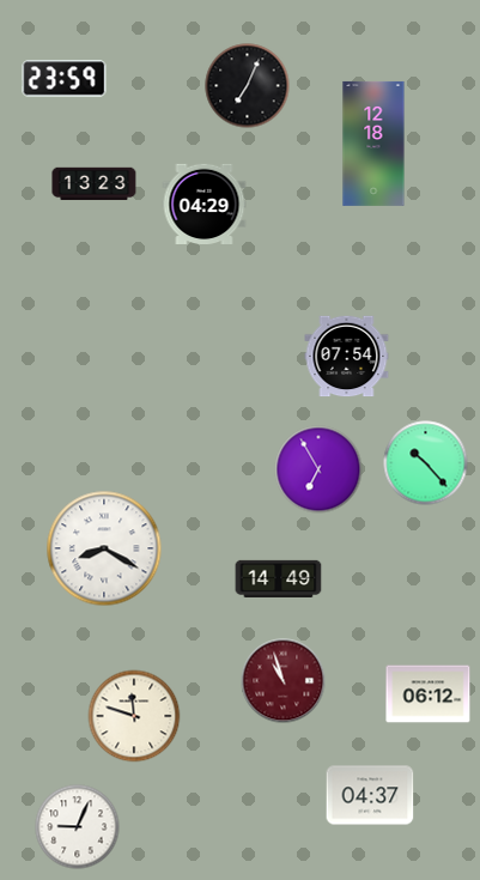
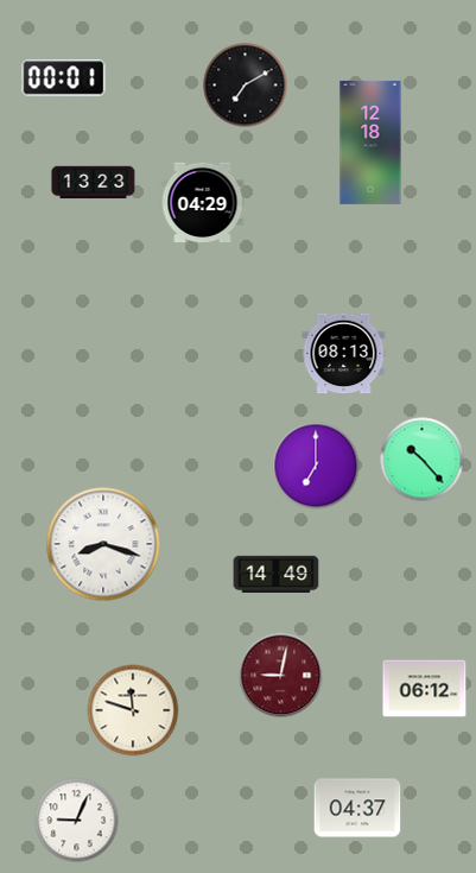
clock at (65, 79): 23:59 -> 00:01
clock at (248, 86): 7:04 -> 7:10
clock at (347, 357): 07:54 -> 08:13
clock at (318, 469): 6:55 -> 7:00
clock at (104, 548): 8:20 -> 8:18
clock at (284, 681): 10:57 -> 9:02
clock at (370, 795) position: (370, 795) -> (357, 808)
